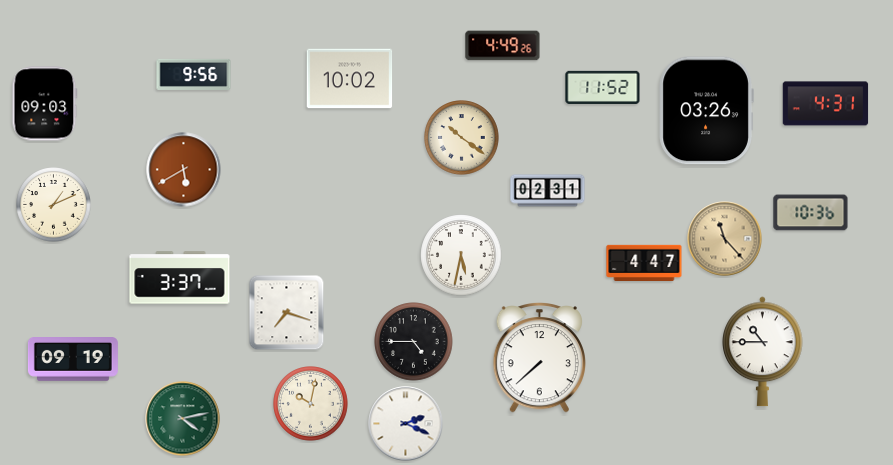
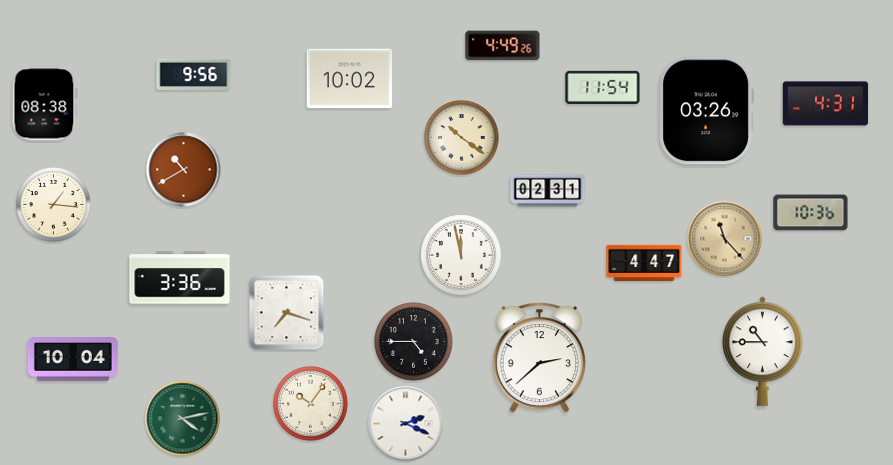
clock at (603, 87): 11:52 -> 11:54
clock at (45, 104): 09:03 -> 08:38
clock at (184, 170): 5:40 -> 10:40
clock at (54, 205): 1:11 -> 1:16
clock at (461, 255): 5:32 -> 11:58
clock at (180, 278): 3:37 -> 3:36
clock at (539, 358): 7:38 -> 2:38
clock at (73, 360): 09:19 -> 10:04
clock at (311, 404): 10:02 -> 10:06
